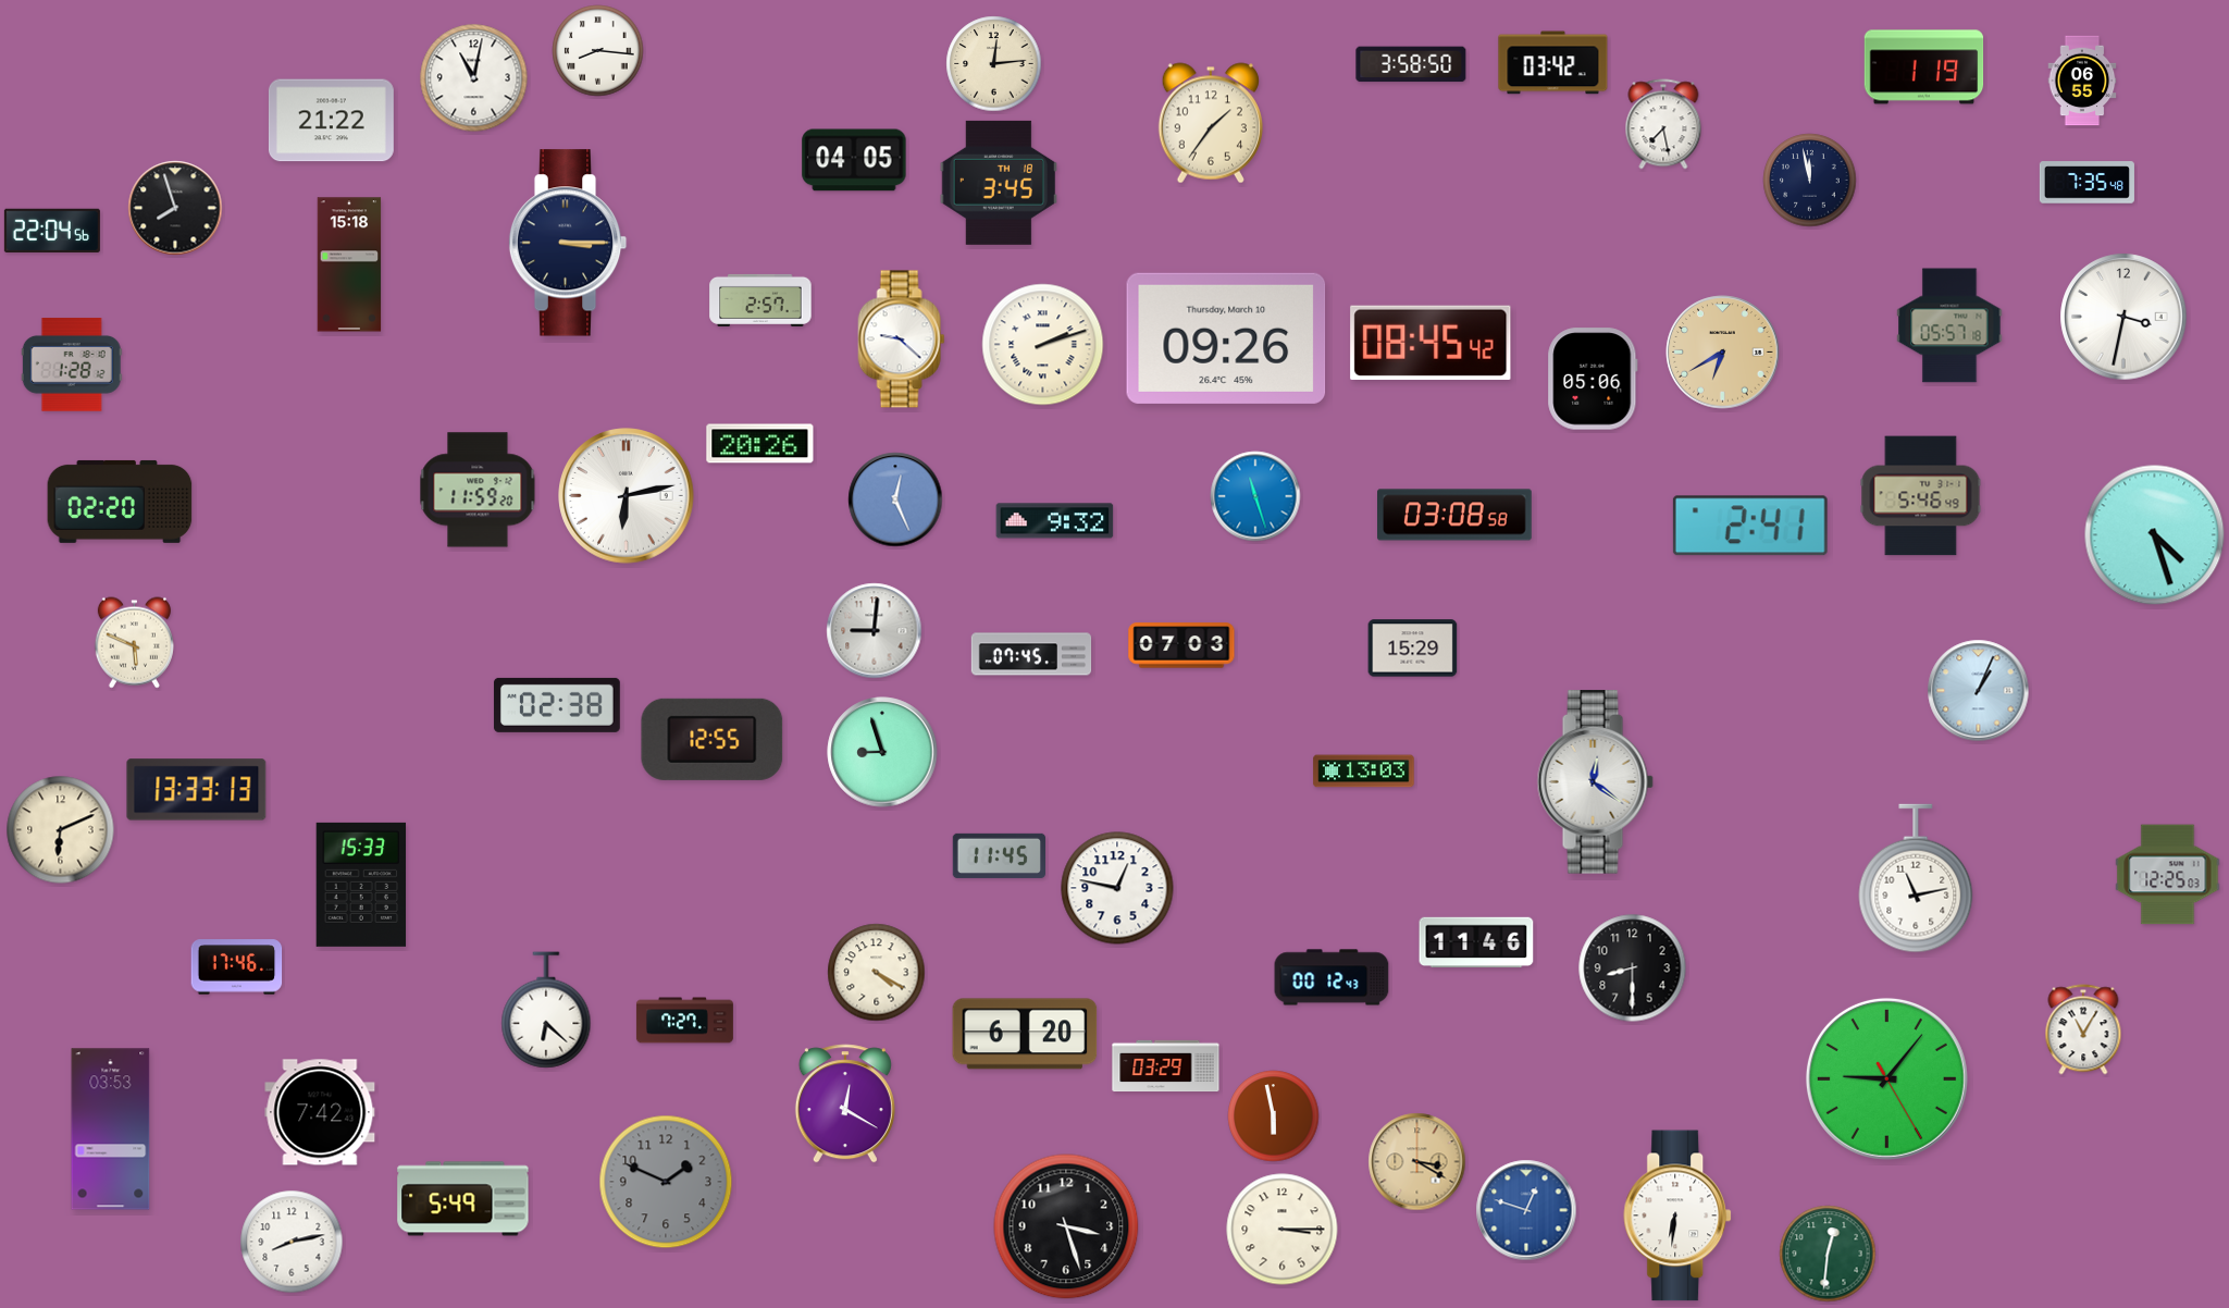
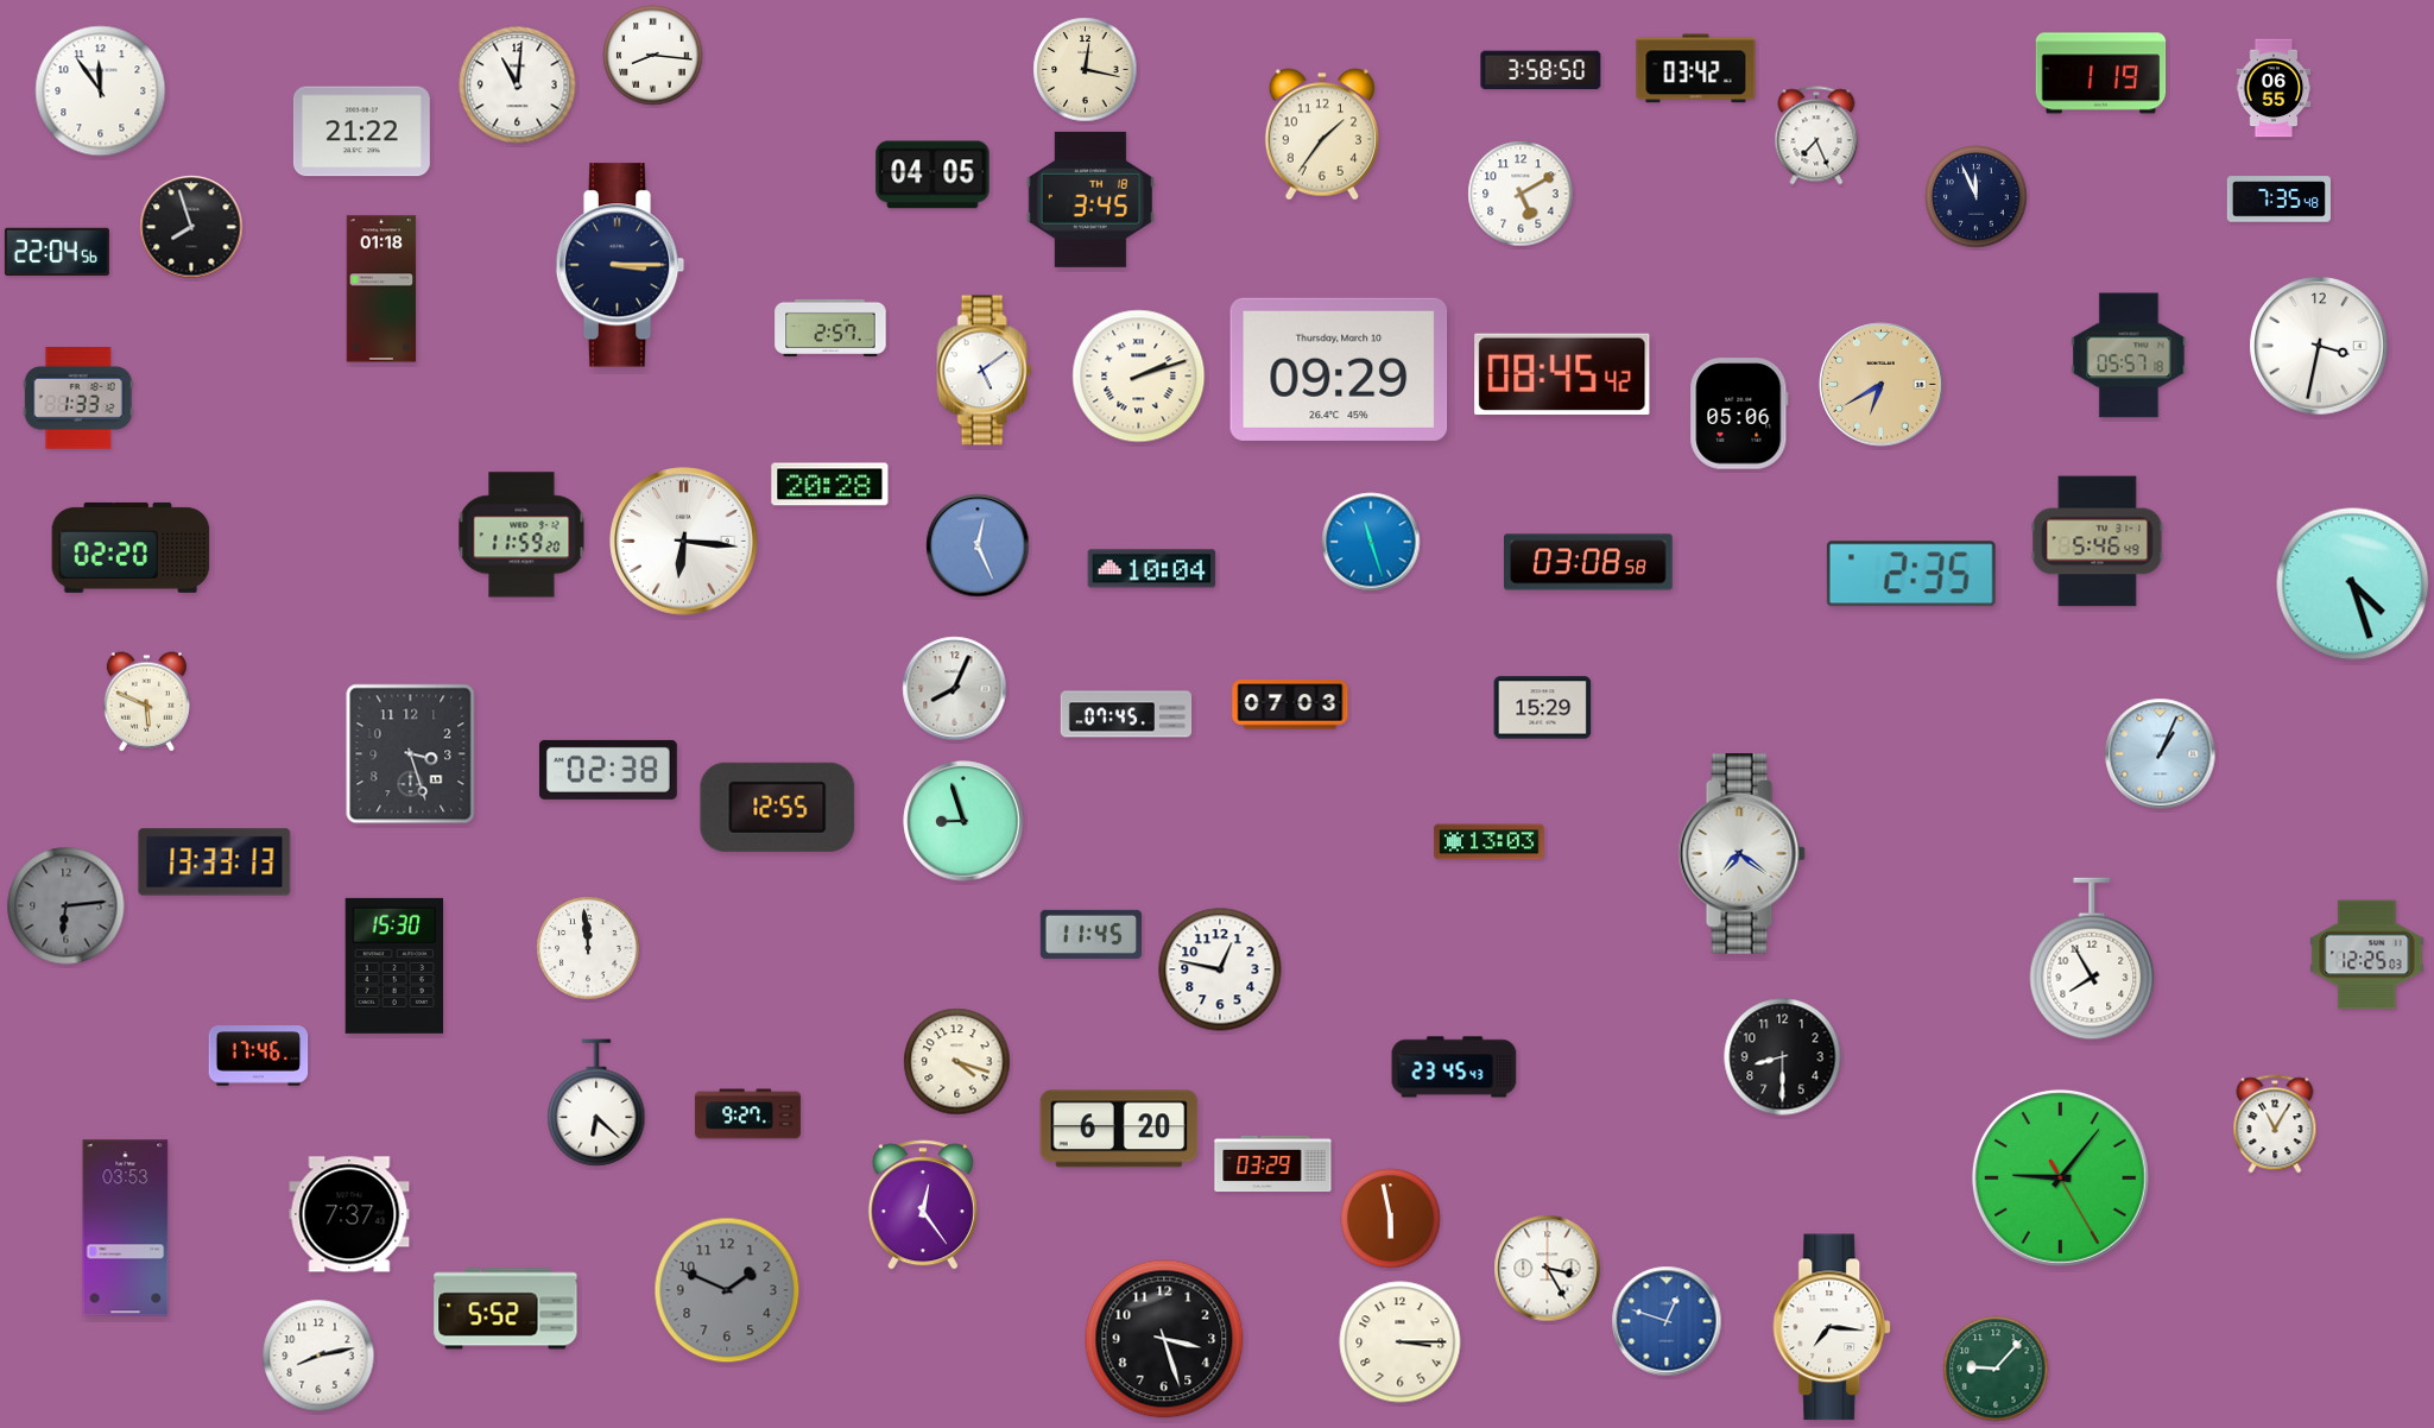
clock at (994, 64): 12:14 -> 12:17
clock at (474, 78): 11:02 -> 11:01
clock at (101, 91): none -> 11:54
clock at (1663, 124): 7:28 -> 7:26
clock at (1521, 194): none -> 5:10
clock at (1810, 181): 11:58 -> 11:56
clock at (349, 264): 15:18 -> 01:18
clock at (1226, 338): 09:26 -> 09:29
clock at (902, 340): 9:22 -> 5:09
clock at (72, 365): 1:28 -> 1:33
clock at (760, 444): 20:26 -> 20:28
clock at (627, 496): 6:13 -> 6:16
clock at (1055, 521): 9:32 -> 10:04
clock at (1750, 526): 2:41 -> 2:35
clock at (875, 631): 9:01 -> 8:04
clock at (411, 754): none -> 3:27
clock at (1595, 782): 12:21 -> 7:21
clock at (61, 830): 6:11 -> 6:14
clock at (61, 830) dial: cream -> grey
clock at (588, 948): none -> 11:59
clock at (1916, 878): 11:13 -> 7:55
clock at (361, 885): 15:33 -> 15:30
clock at (1476, 942): 11:46 -> none
clock at (877, 973): 4:20 -> 4:18
clock at (1332, 977): 00:12 -> 23:45
clock at (684, 1021): 7:27 -> 9:27
clock at (845, 1103): 12:20 -> 12:24
clock at (320, 1112): 7:42 -> 7:37
clock at (111, 1130) position: (111, 1130) -> (126, 1228)
clock at (1417, 1162): 3:20 -> 3:25
clock at (1417, 1162) dial: champagne -> white
clock at (463, 1199): 5:49 -> 5:52
clock at (1679, 1216): 6:31 -> 7:16
clock at (1828, 1254): 12:31 -> 9:07
